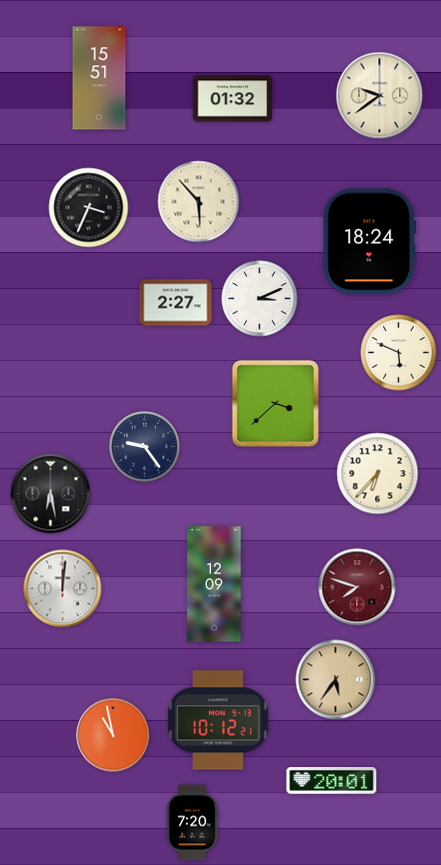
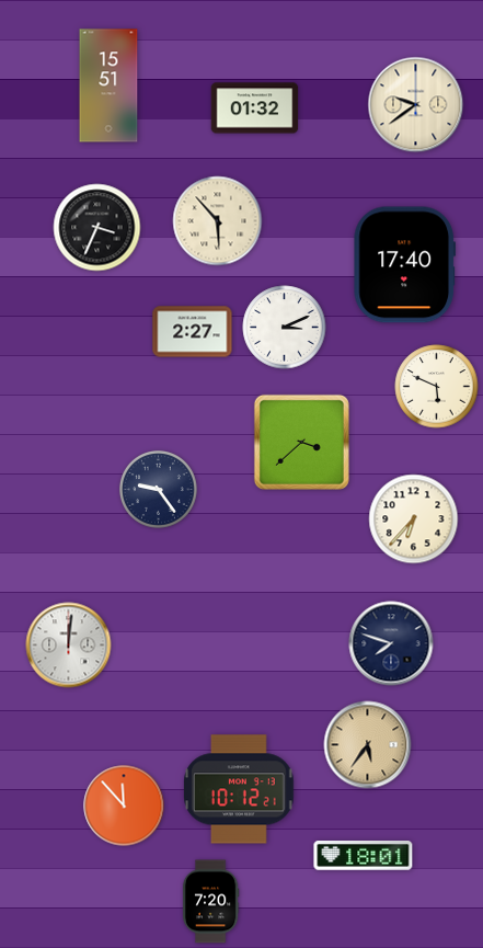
clock at (370, 242): 18:24 -> 17:40
clock at (51, 494): 6:28 -> none
clock at (214, 584): 12:09 -> none
clock at (357, 587) dial: burgundy -> navy
clock at (113, 735): 10:58 -> 11:53
clock at (332, 781): 20:01 -> 18:01
